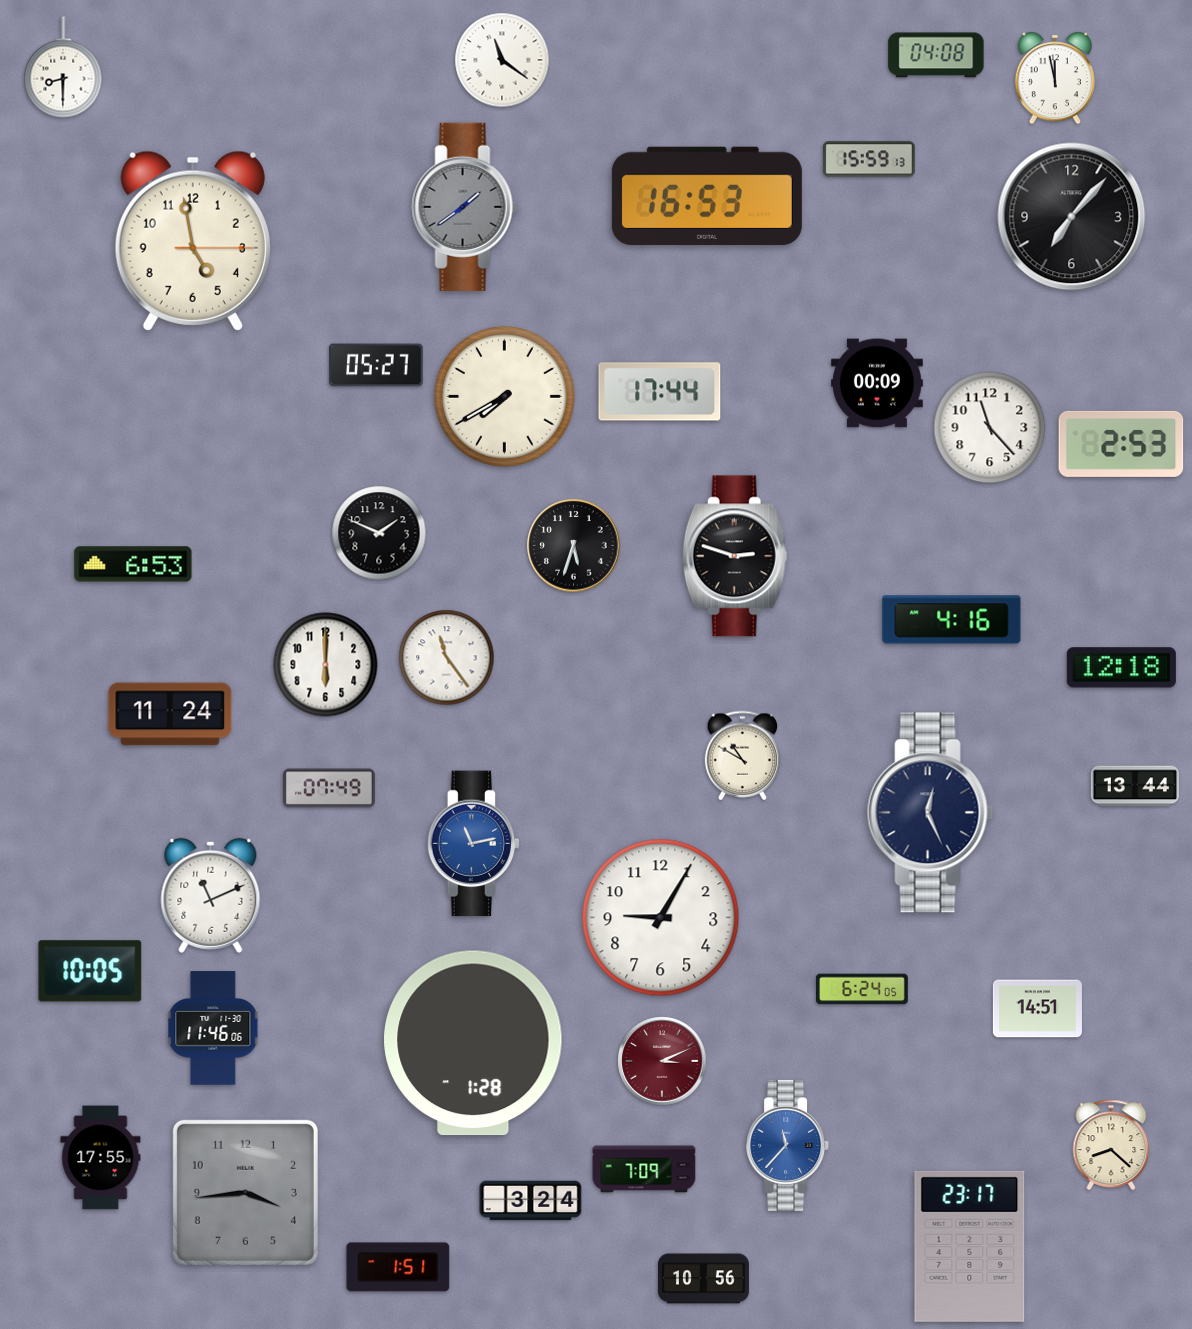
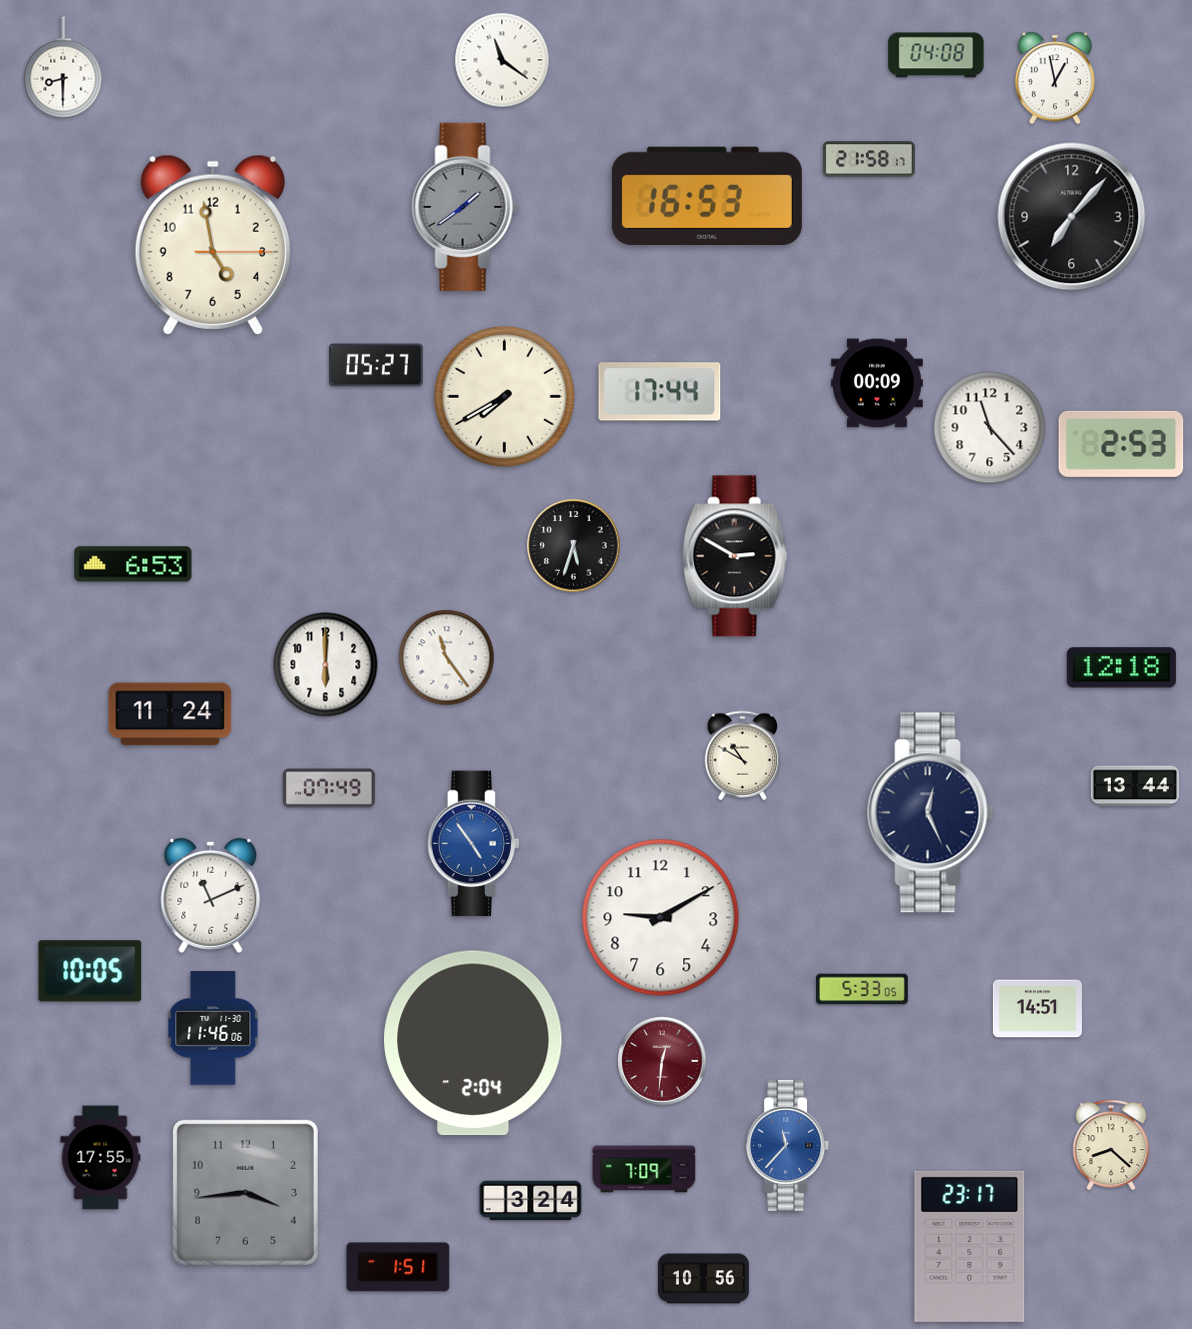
clock at (1055, 78): 11:58 -> 12:58
clock at (869, 159): 15:59 -> 21:58
clock at (193, 241) position: (193, 241) -> (213, 245)
clock at (379, 533): 1:49 -> none
clock at (735, 556): 2:48 -> 2:50
clock at (952, 620): 4:16 -> none
clock at (474, 844): 11:13 -> 4:54
clock at (661, 918): 9:05 -> 9:10
clock at (863, 989): 6:24 -> 5:33
clock at (473, 1043): 1:28 -> 2:04
clock at (662, 1061): 3:11 -> 12:31
